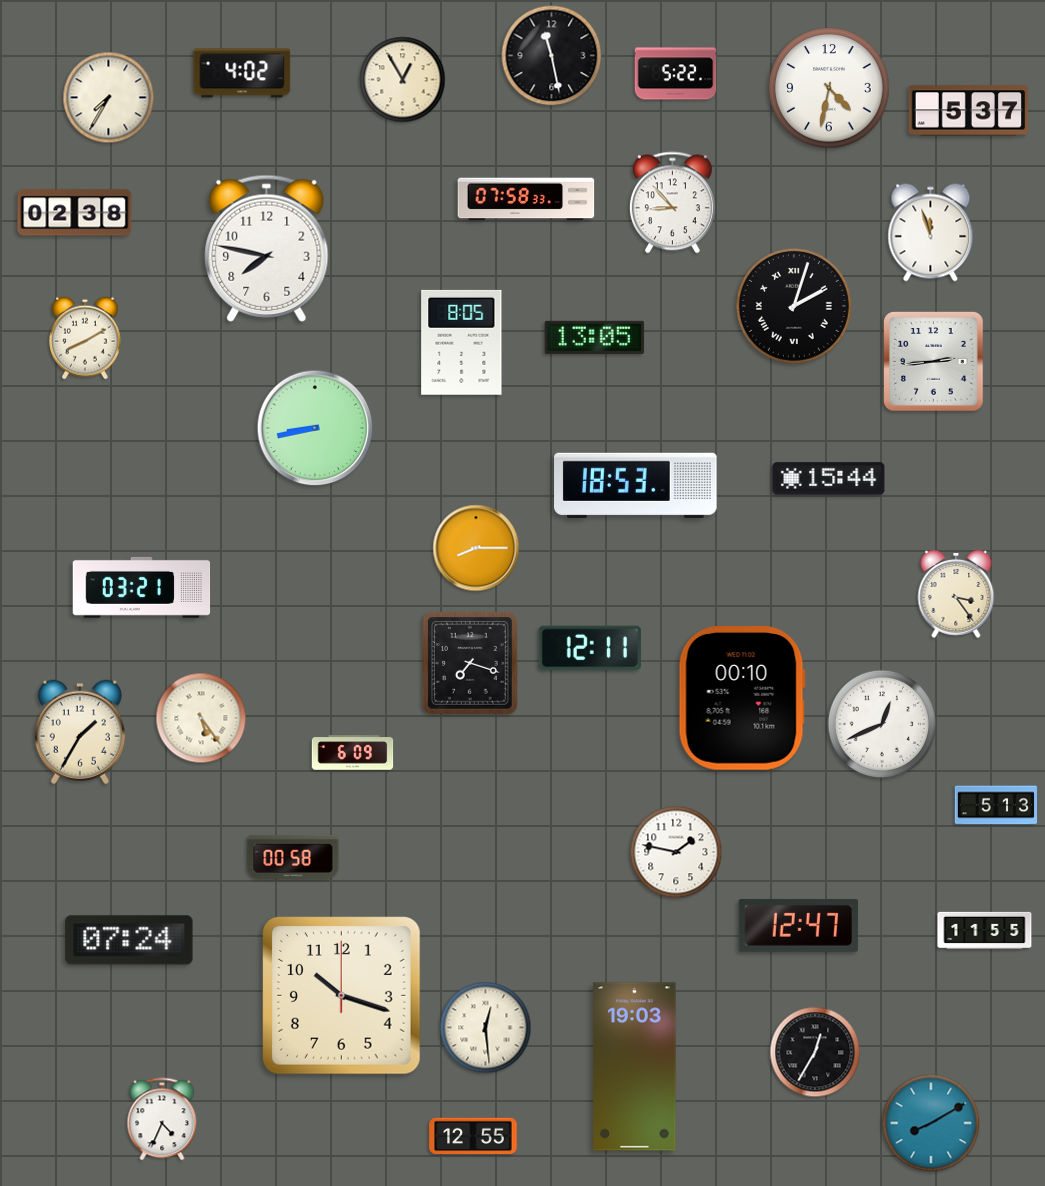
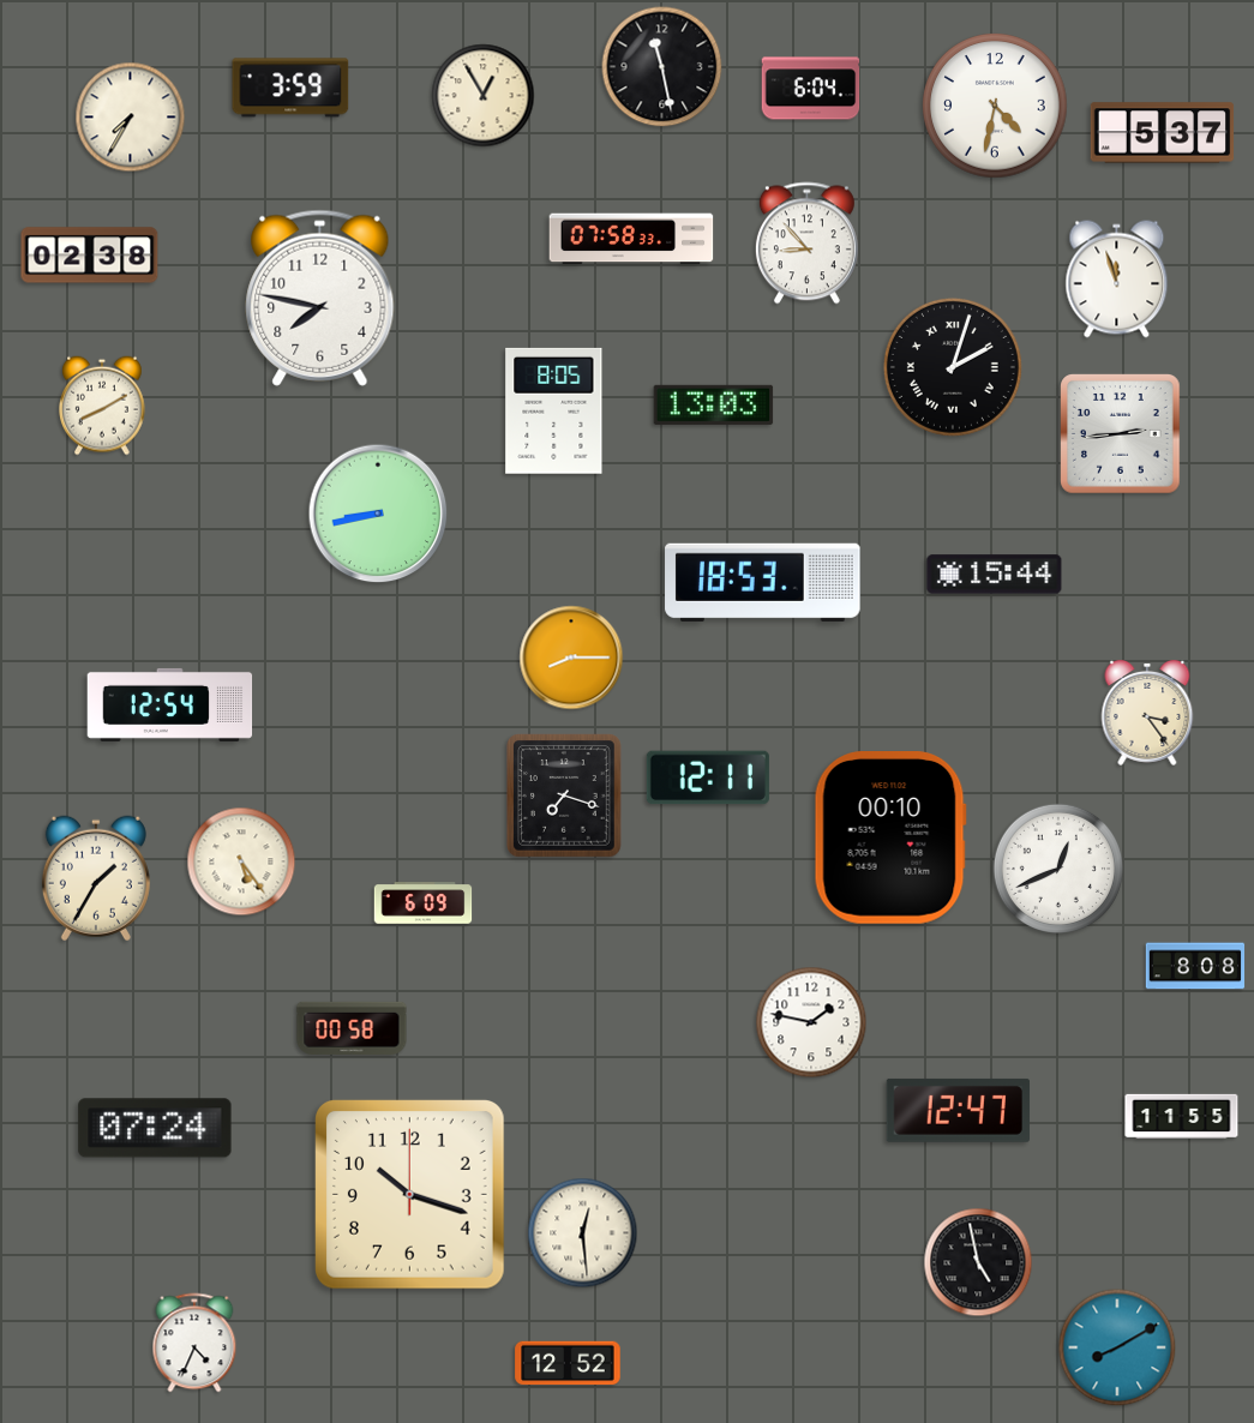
clock at (242, 73): 4:02 -> 3:59
clock at (676, 74): 5:22 -> 6:04
clock at (595, 337): 13:05 -> 13:03
clock at (142, 587): 03:21 -> 12:54
clock at (996, 805): 5:13 -> 8:08
clock at (815, 1052): 12:35 -> 4:58
clock at (635, 1067): 19:03 -> none
clock at (473, 1136): 12:55 -> 12:52
